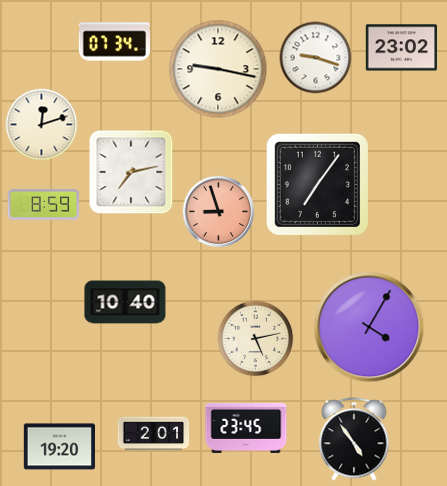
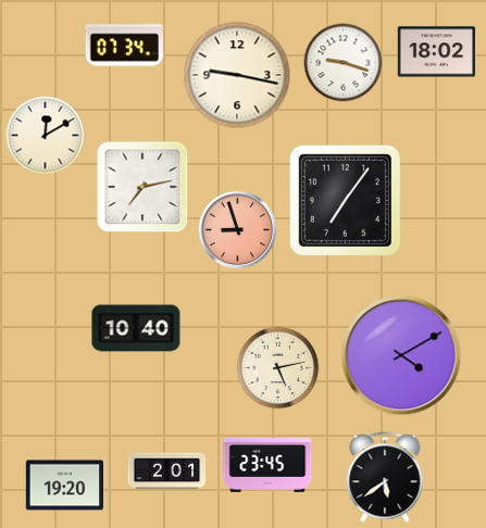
clock at (401, 48): 23:02 -> 18:02
clock at (42, 125): 12:12 -> 12:10
clock at (44, 204): 8:59 -> none
clock at (369, 327): 4:05 -> 4:10
clock at (354, 439): 4:54 -> 5:39
